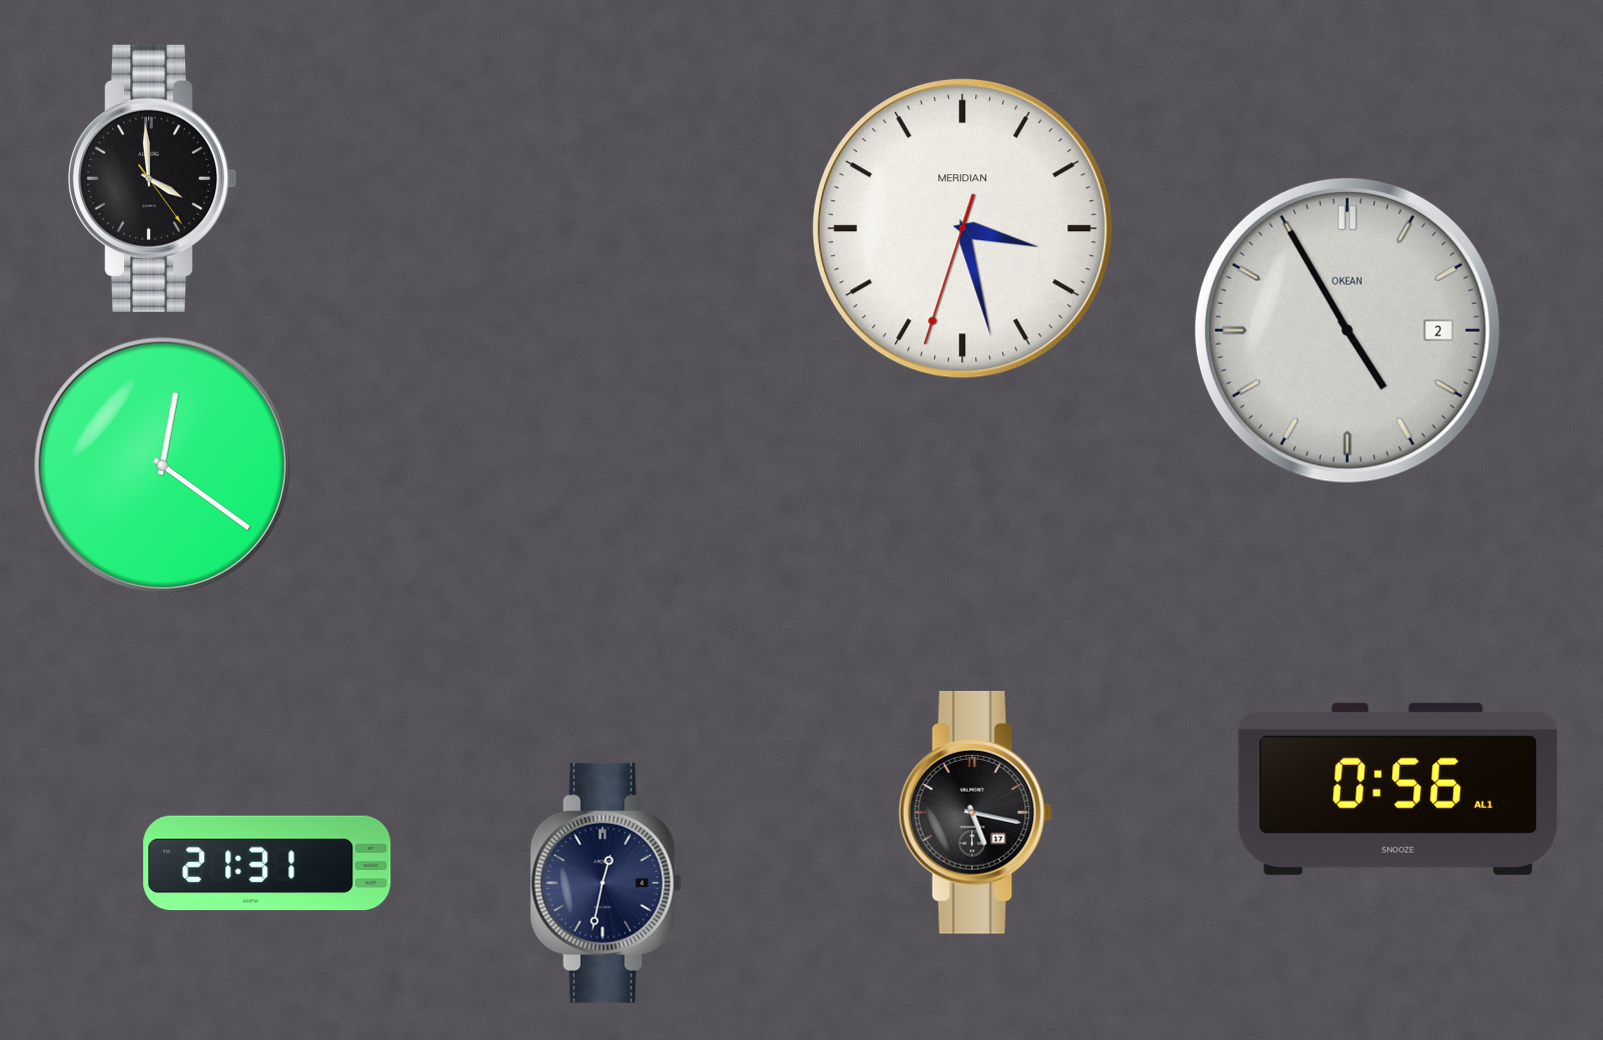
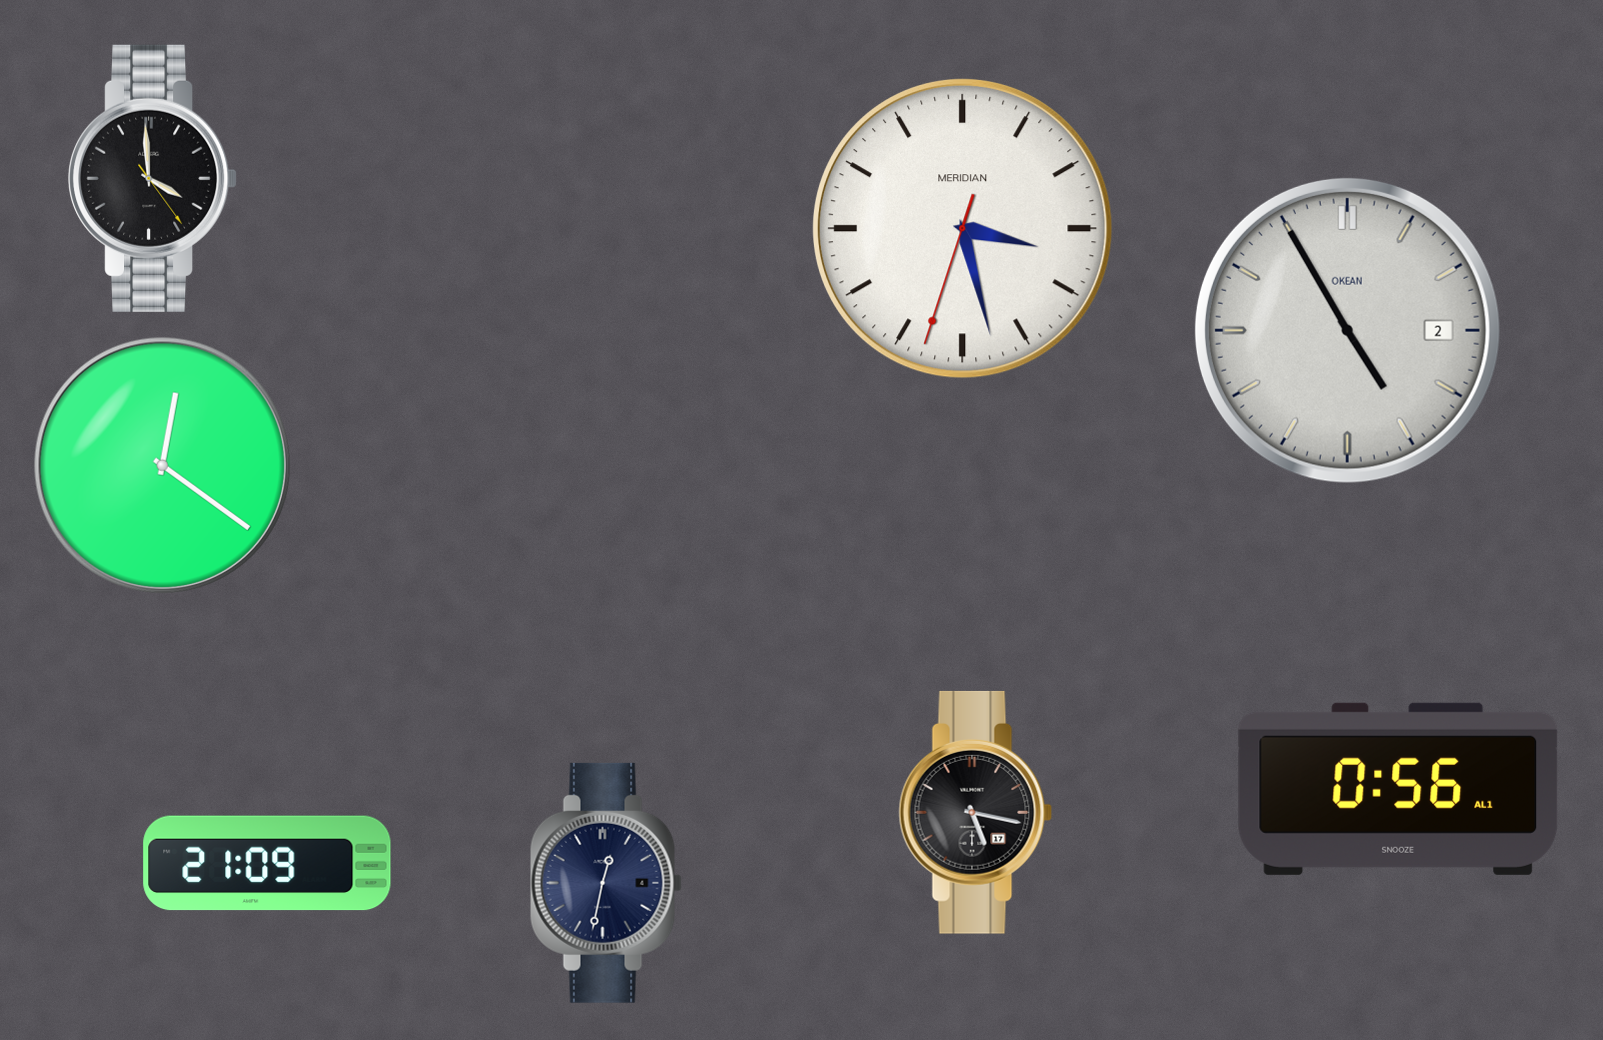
clock at (267, 863): 21:31 -> 21:09
